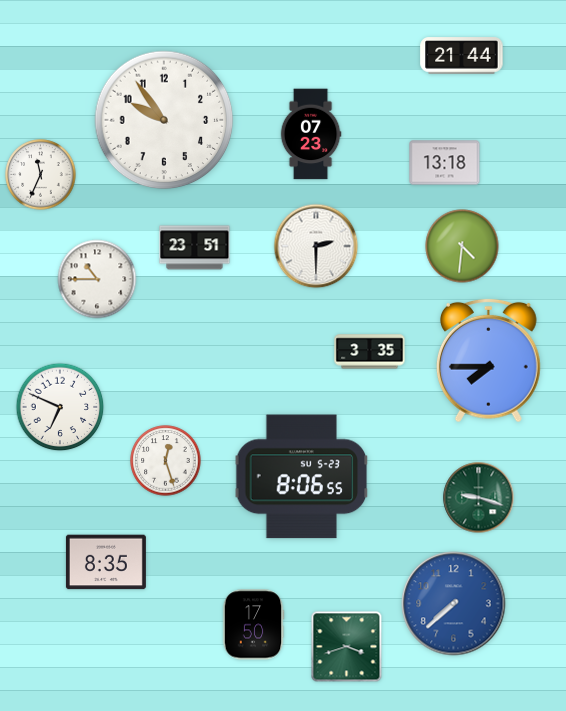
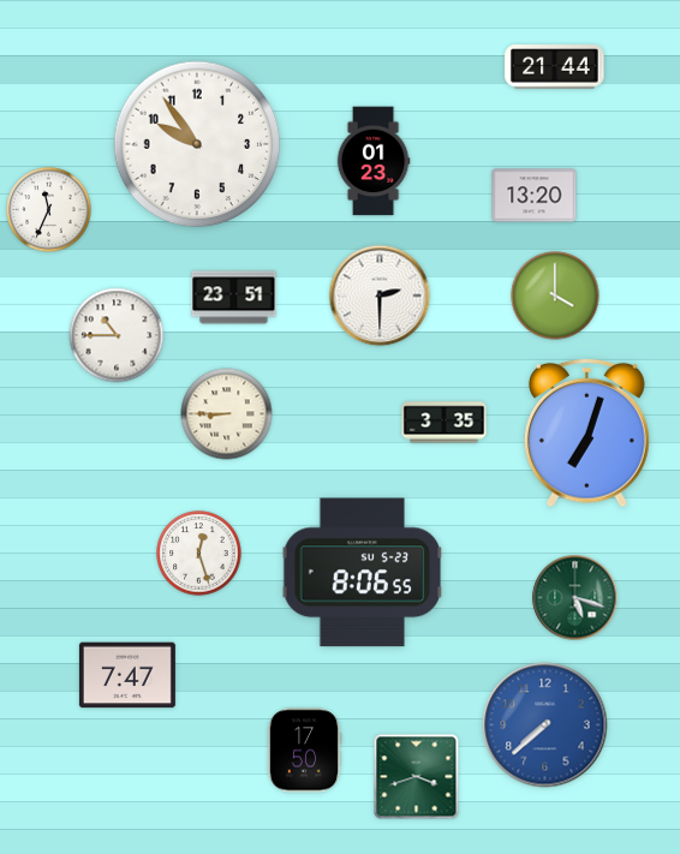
clock at (311, 134): 07:23 -> 01:23
clock at (445, 163): 13:18 -> 13:20
clock at (462, 246): 4:31 -> 4:00
clock at (227, 414): none -> 8:45
clock at (488, 360): 7:45 -> 7:03
clock at (60, 407): 6:49 -> none
clock at (479, 498): 9:18 -> 5:18
clock at (106, 562): 8:35 -> 7:47
